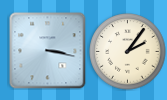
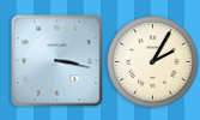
clock at (128, 52): 2:06 -> 2:05
